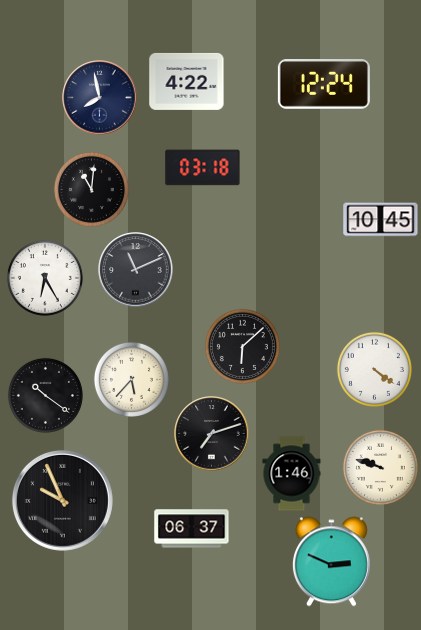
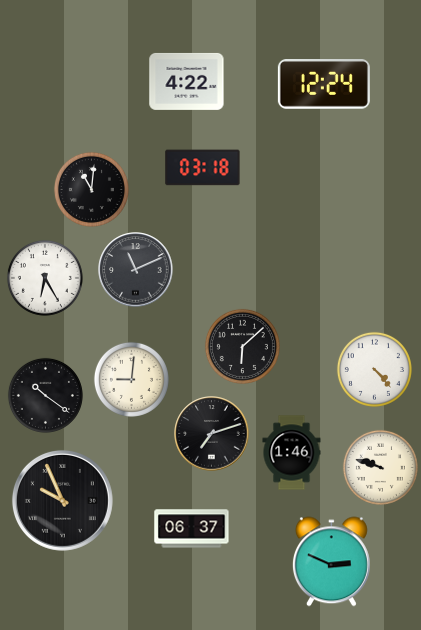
clock at (100, 98): 7:58 -> none
clock at (381, 220): 10:45 -> none
clock at (374, 369): 4:21 -> 4:23
clock at (131, 379): 5:37 -> 9:01
clock at (292, 474) position: (292, 474) -> (292, 453)
